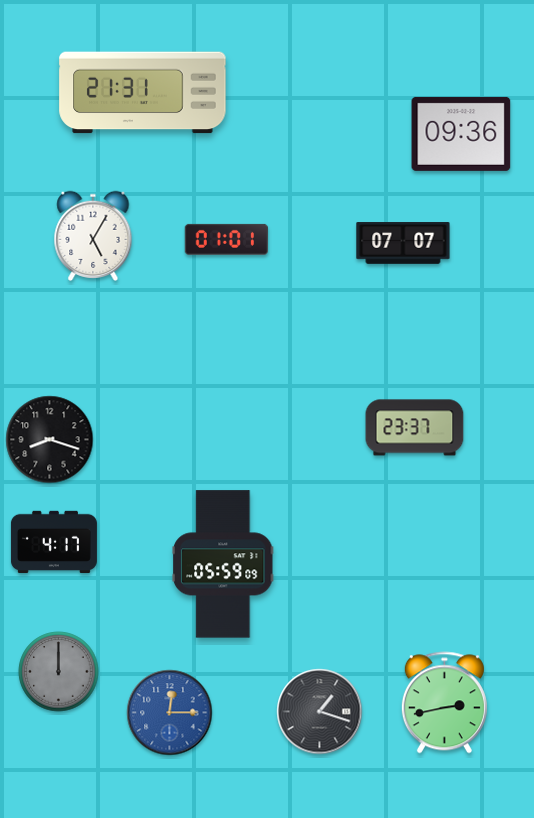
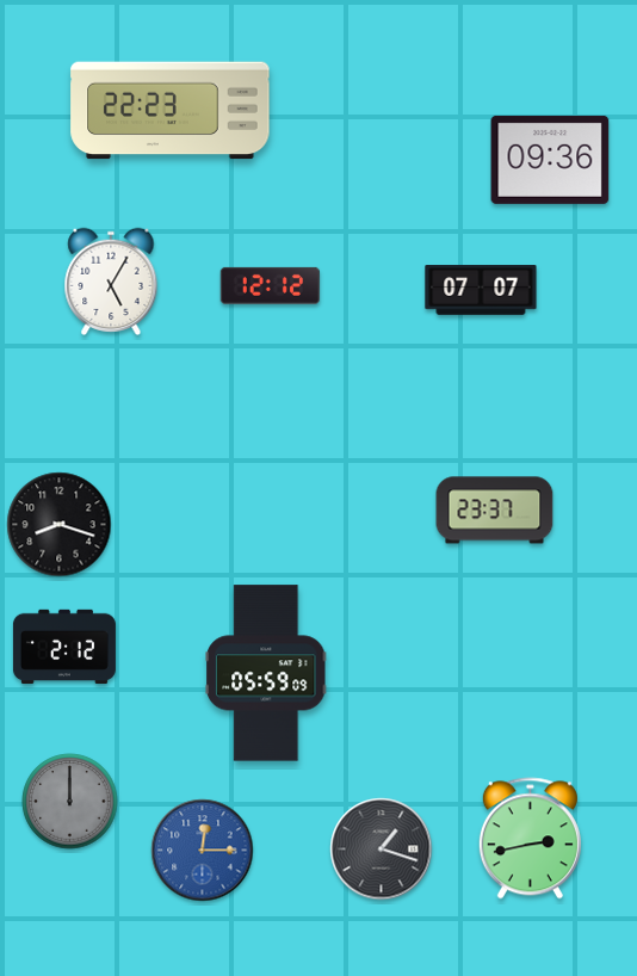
clock at (143, 93): 21:31 -> 22:23
clock at (227, 239): 01:01 -> 12:12
clock at (54, 542): 4:17 -> 2:12
